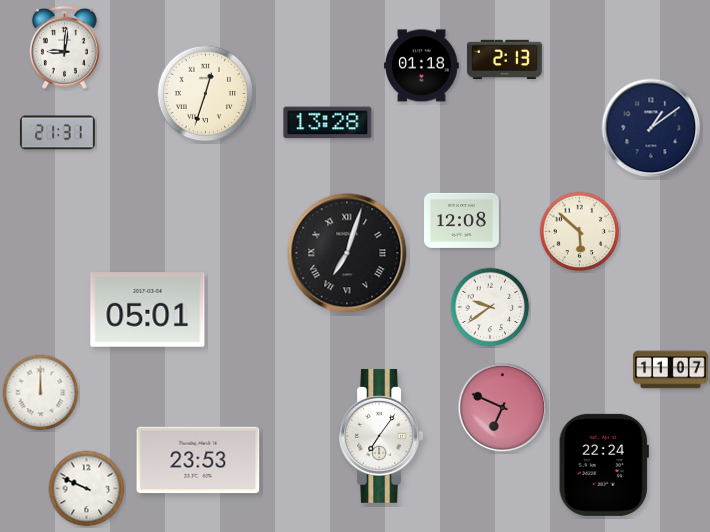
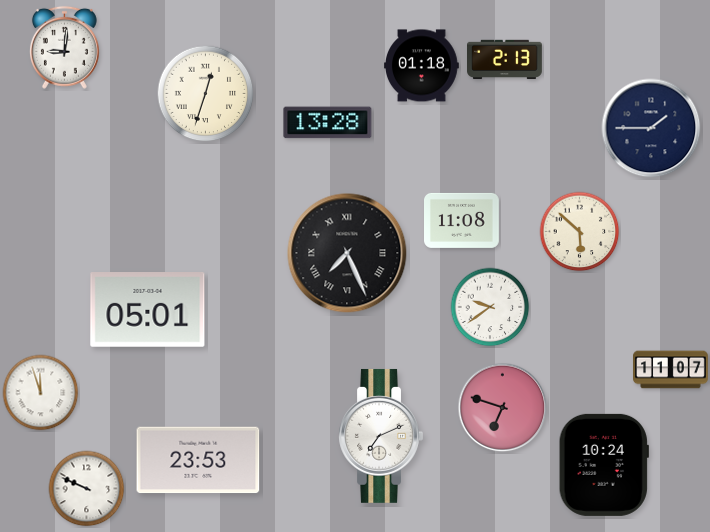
clock at (651, 128): 1:09 -> 1:45
clock at (57, 133): 21:31 -> none
clock at (462, 220): 12:08 -> 11:08
clock at (347, 253): 7:03 -> 7:26
clock at (41, 393): 12:00 -> 11:57
clock at (503, 408): 6:49 -> 6:48
clock at (381, 436): 7:06 -> 7:11
clock at (604, 465): 22:24 -> 10:24
